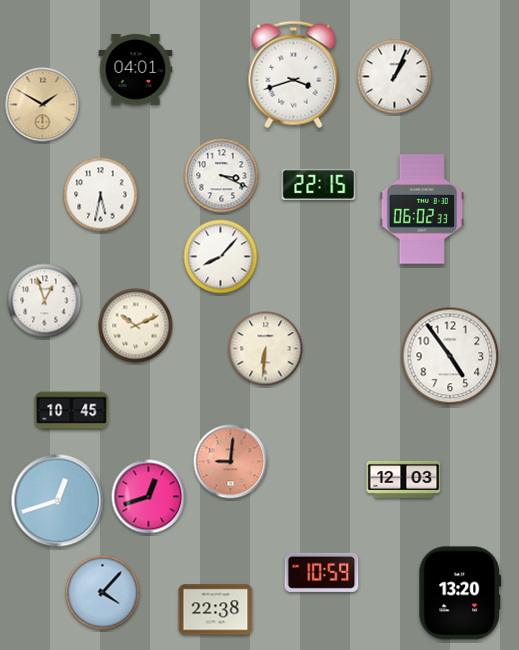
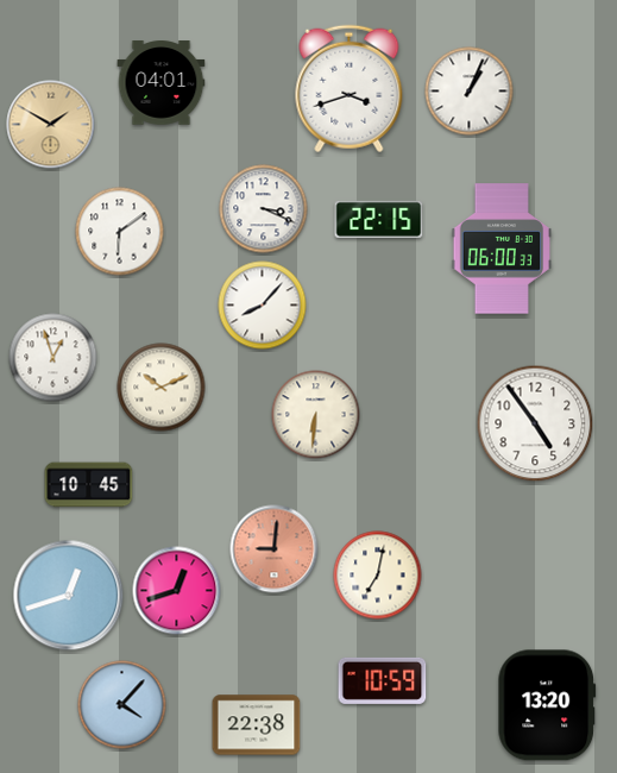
clock at (101, 195): 5:32 -> 6:09
clock at (422, 209): 06:02 -> 06:00
clock at (72, 411) position: (72, 411) -> (89, 485)
clock at (404, 479): 12:03 -> none
clock at (378, 576): none -> 7:02
